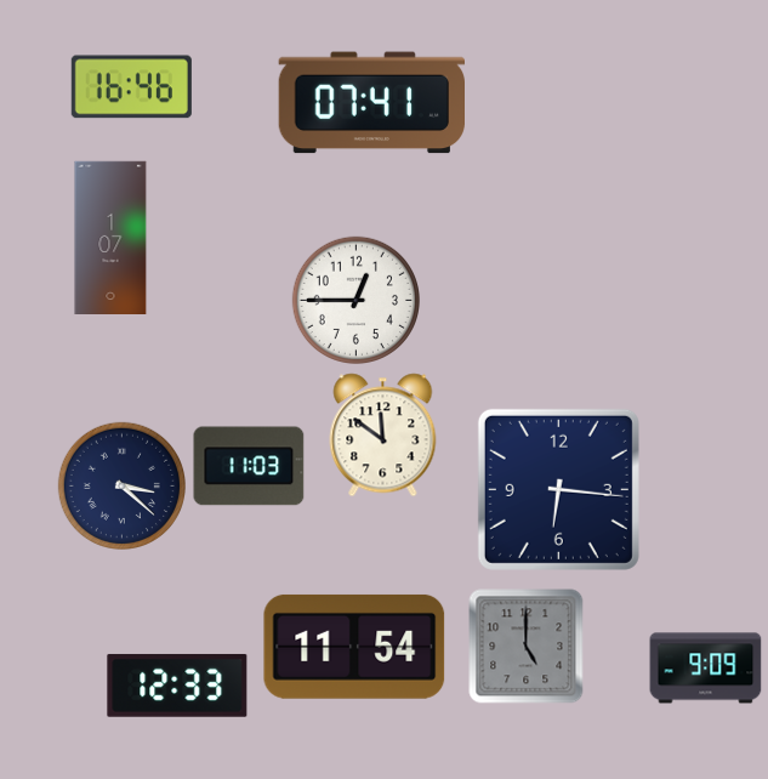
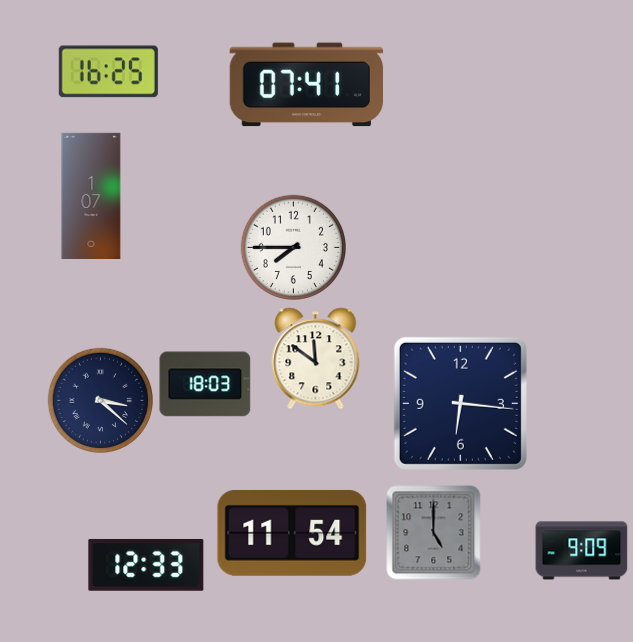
clock at (131, 87): 16:46 -> 16:25
clock at (355, 300): 12:45 -> 7:45
clock at (249, 466): 11:03 -> 18:03
